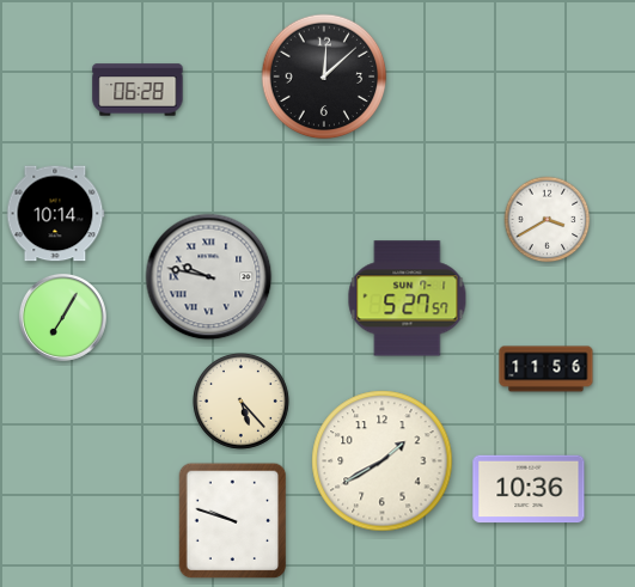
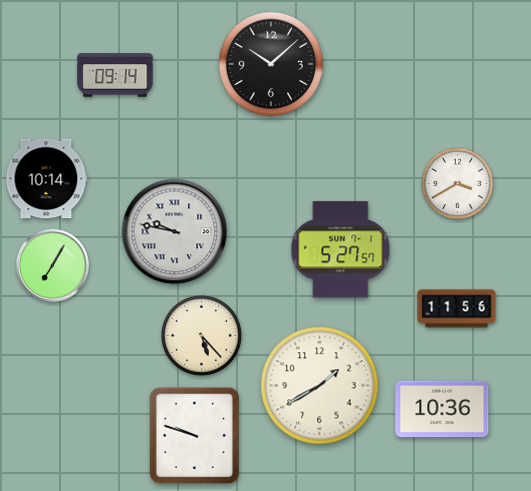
clock at (324, 77): 12:08 -> 10:08
clock at (138, 90): 06:28 -> 09:14
